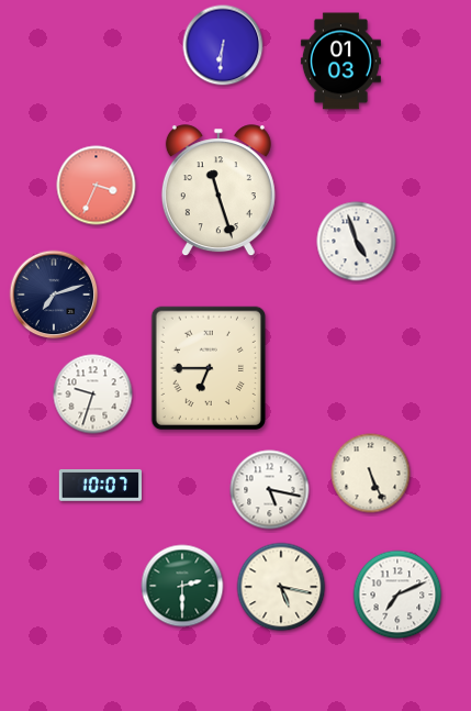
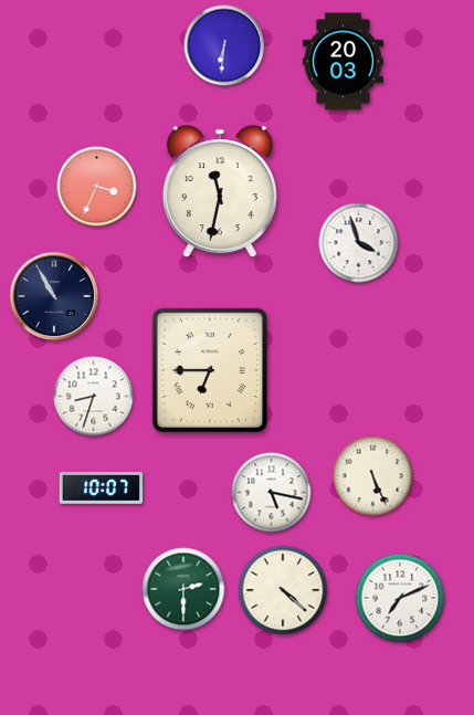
clock at (340, 62): 01:03 -> 20:03
clock at (218, 191): 11:27 -> 11:32
clock at (357, 242): 4:57 -> 3:57
clock at (54, 295): 7:12 -> 10:55
clock at (93, 395): 9:33 -> 8:33
clock at (281, 587): 5:17 -> 4:22
